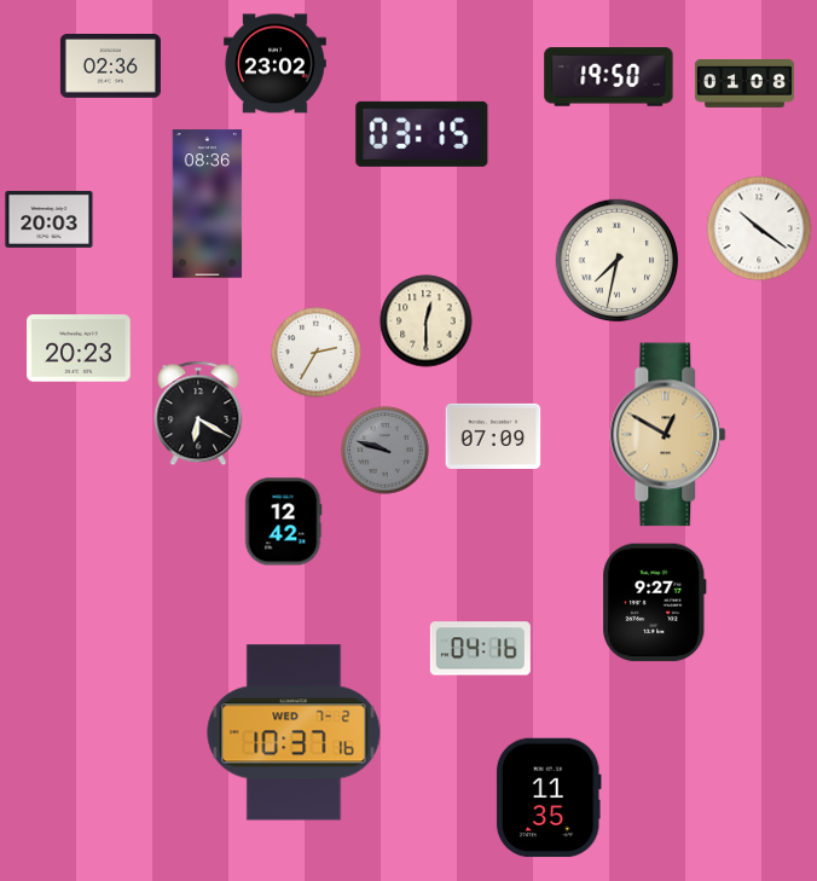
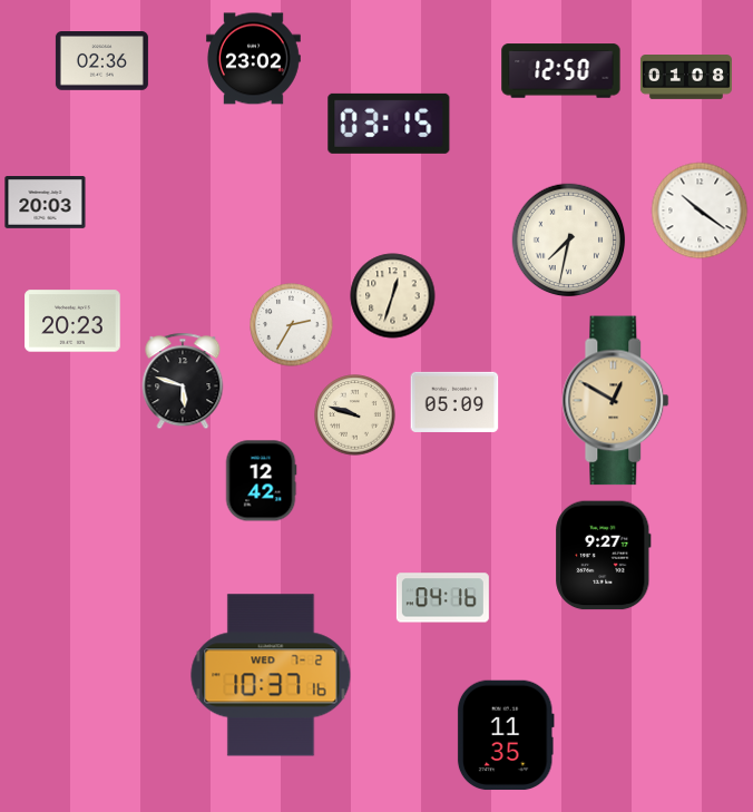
clock at (609, 77): 19:50 -> 12:50
clock at (208, 204): 08:36 -> none
clock at (427, 321): 12:30 -> 12:33
clock at (198, 413): 6:20 -> 5:48
clock at (493, 436): 07:09 -> 05:09
clock at (386, 451) dial: grey -> cream
